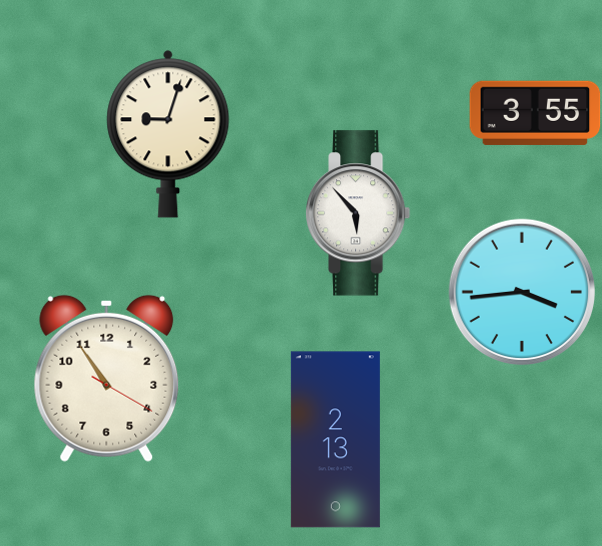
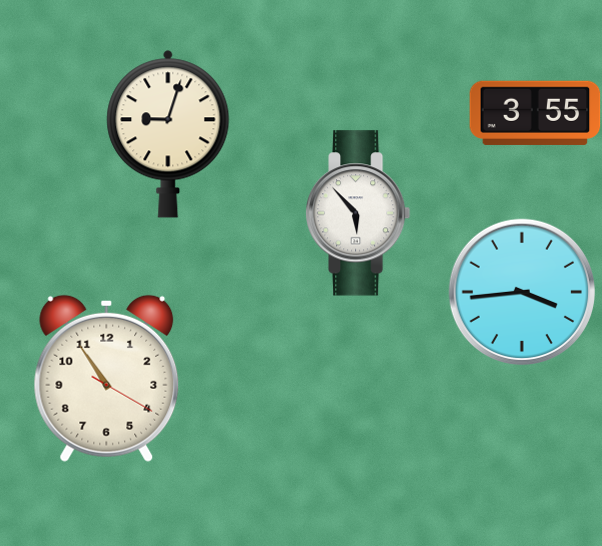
clock at (335, 440): 2:13 -> none
